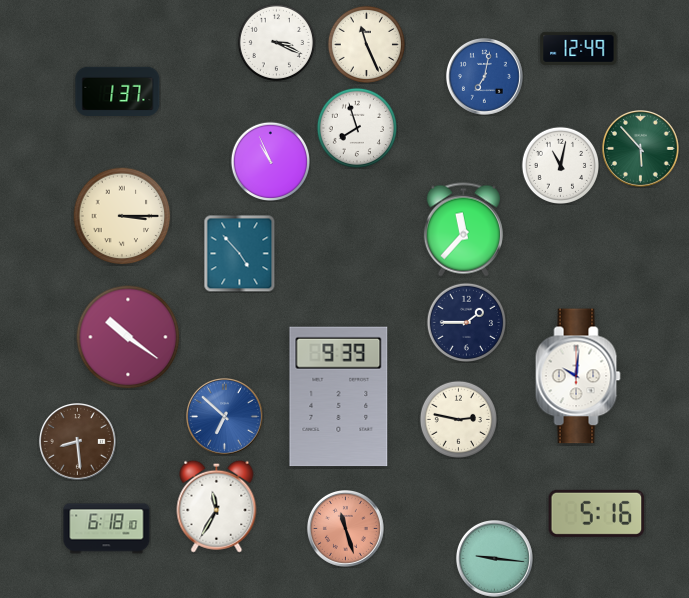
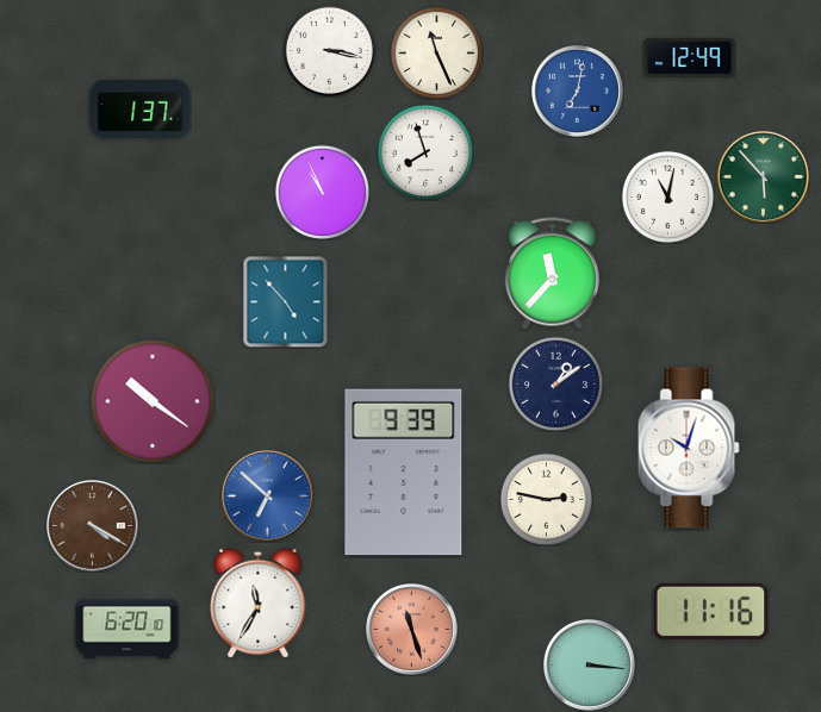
clock at (276, 42): 3:19 -> 3:17
clock at (122, 216): 3:15 -> none
clock at (466, 322): 1:45 -> 1:09
clock at (578, 376): 10:01 -> 10:03
clock at (78, 442): 8:29 -> 4:20
clock at (597, 513): 5:16 -> 11:16
clock at (107, 529): 6:18 -> 6:20
clock at (495, 559): 9:16 -> 3:16
